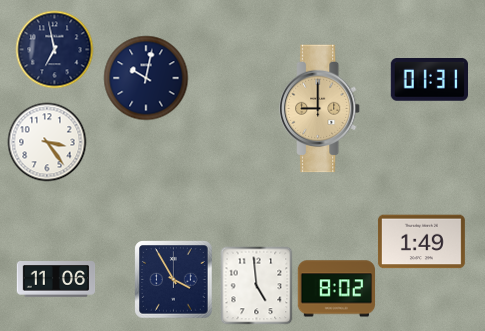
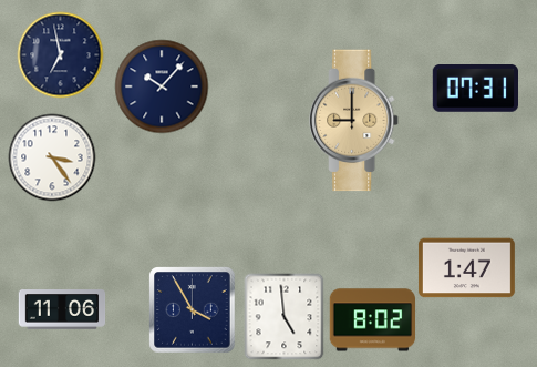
clock at (146, 78): 10:02 -> 10:07
clock at (429, 80): 01:31 -> 07:31
clock at (421, 242): 1:49 -> 1:47
